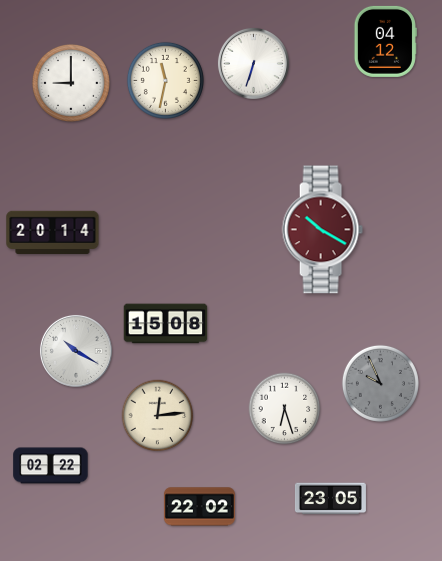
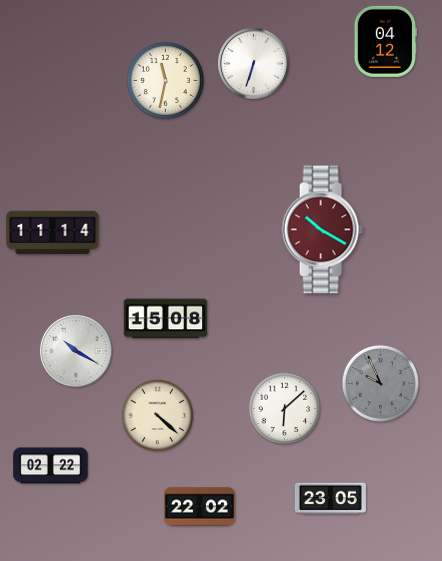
clock at (71, 83): 9:00 -> none
clock at (53, 232): 20:14 -> 11:14
clock at (166, 324) position: (166, 324) -> (166, 319)
clock at (285, 409): 6:27 -> 6:08
clock at (158, 416): 12:14 -> 4:22
